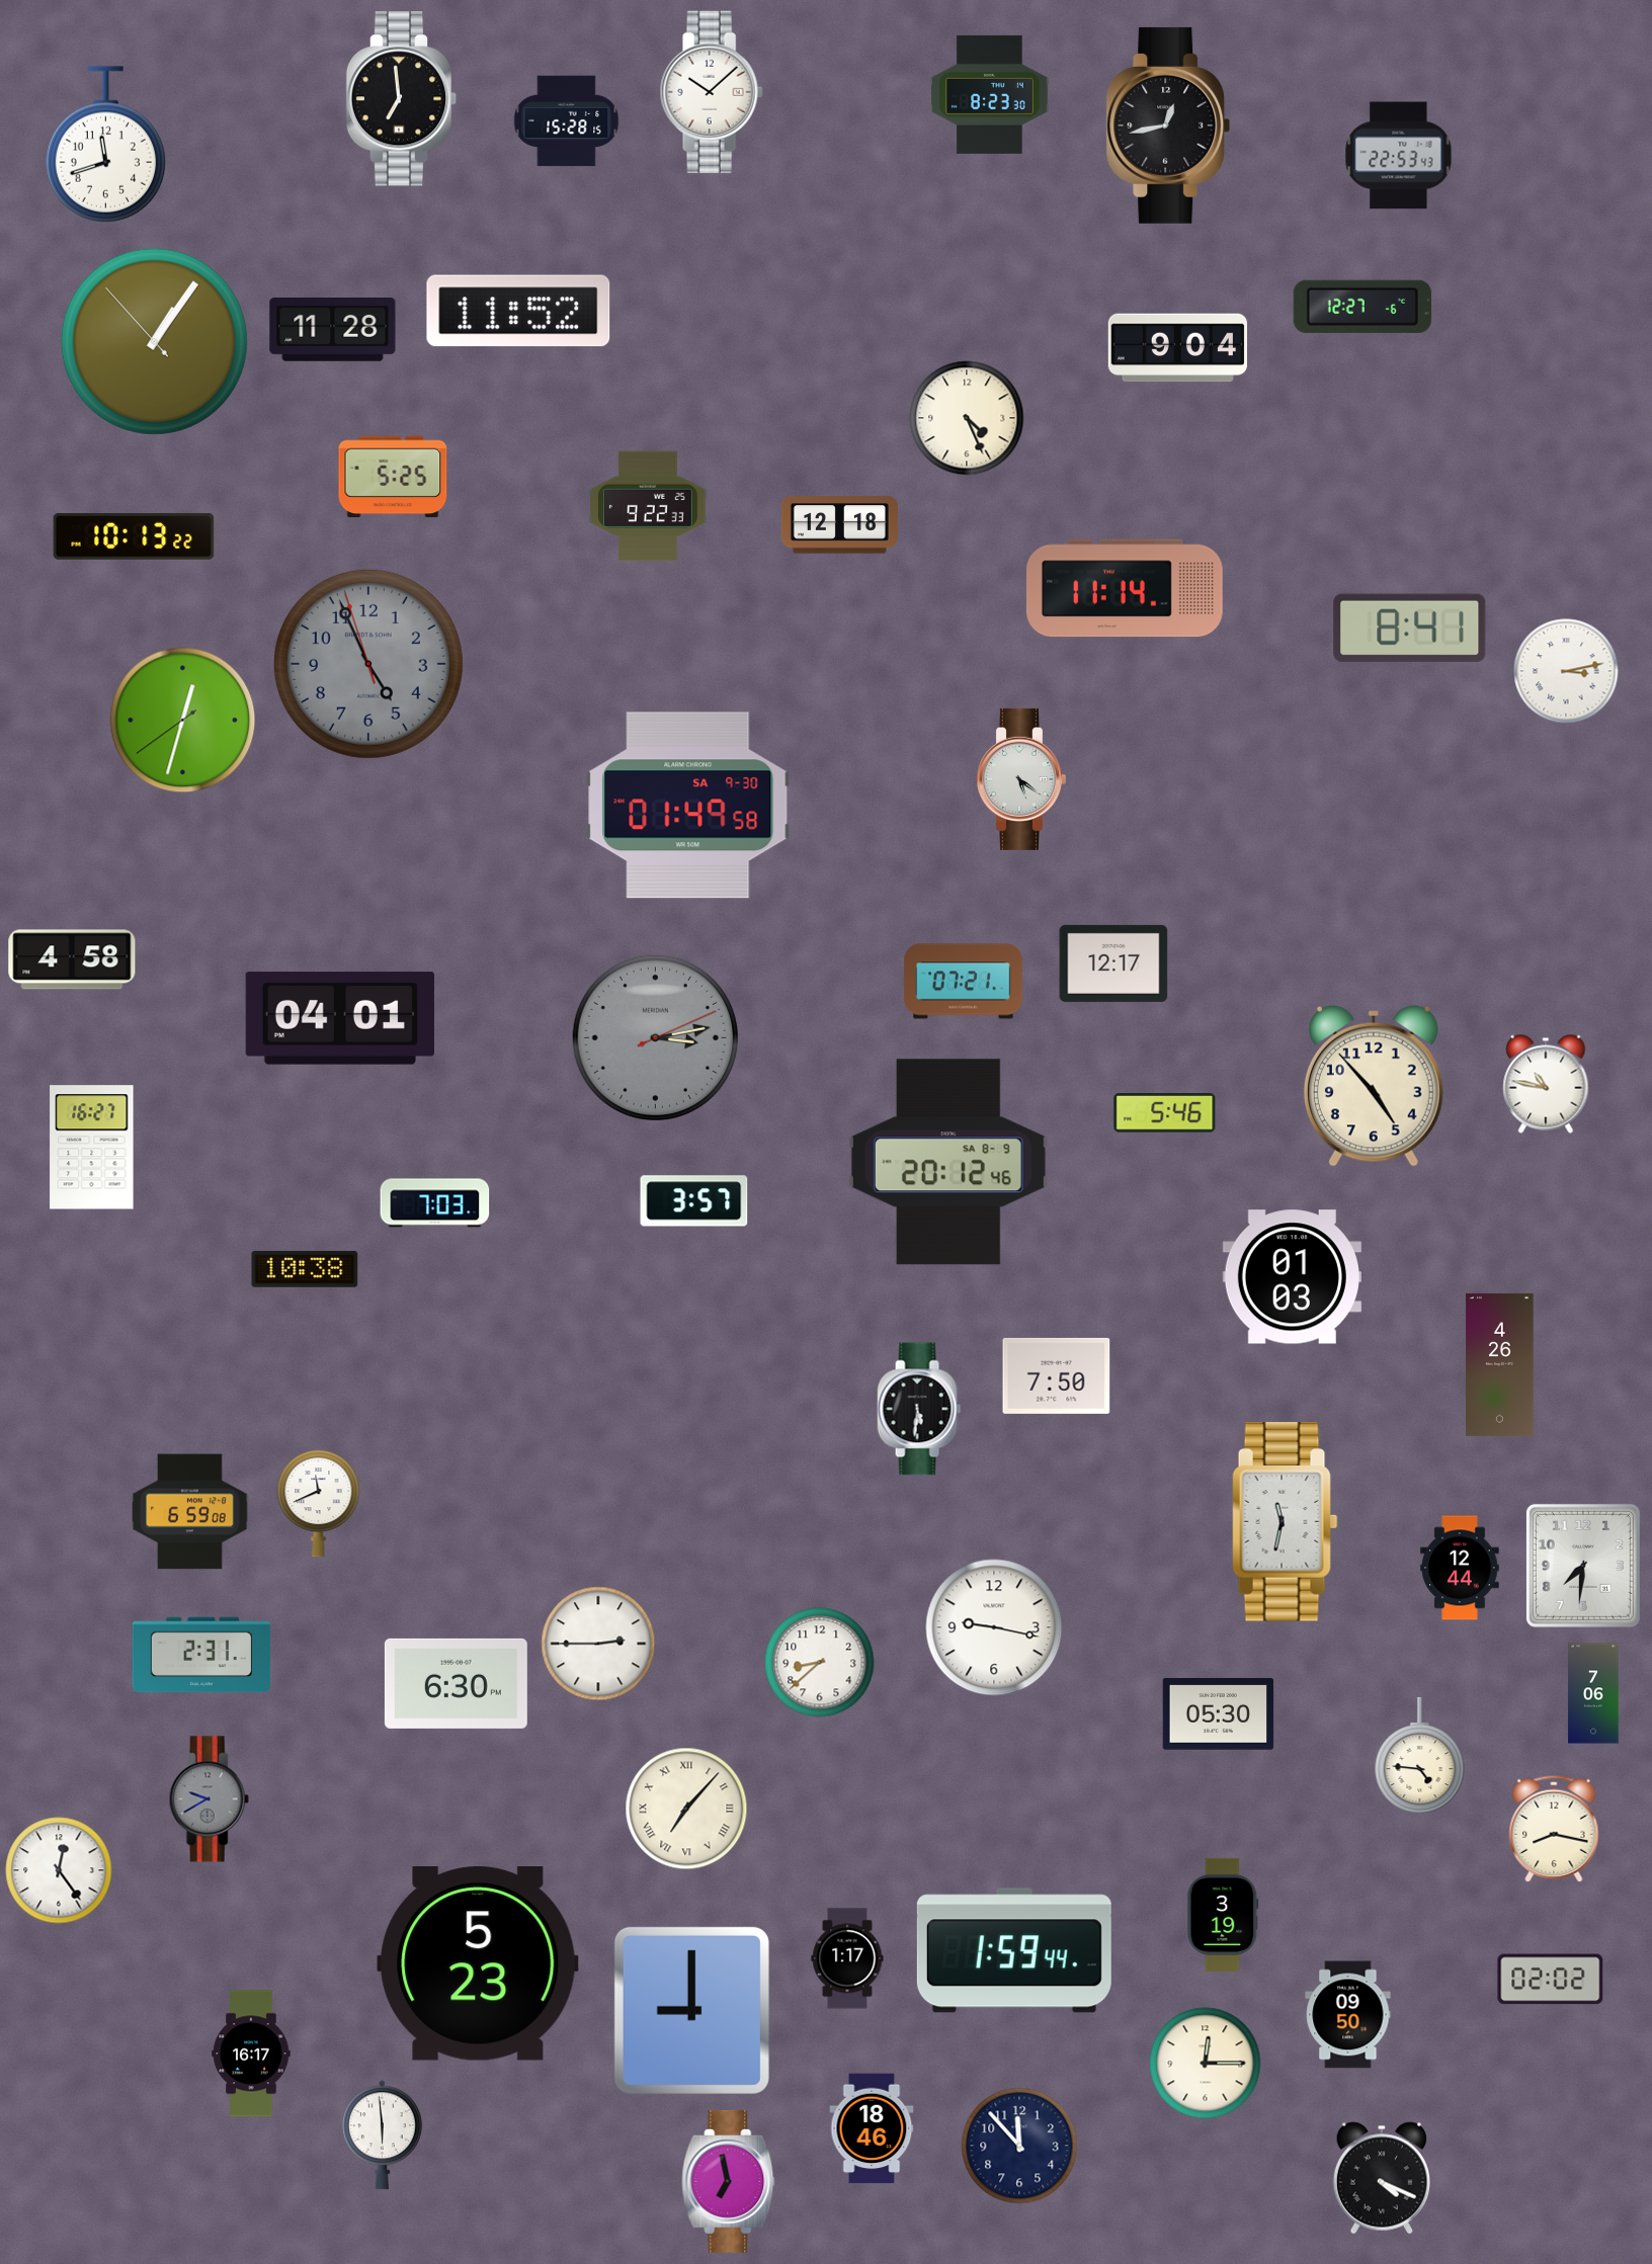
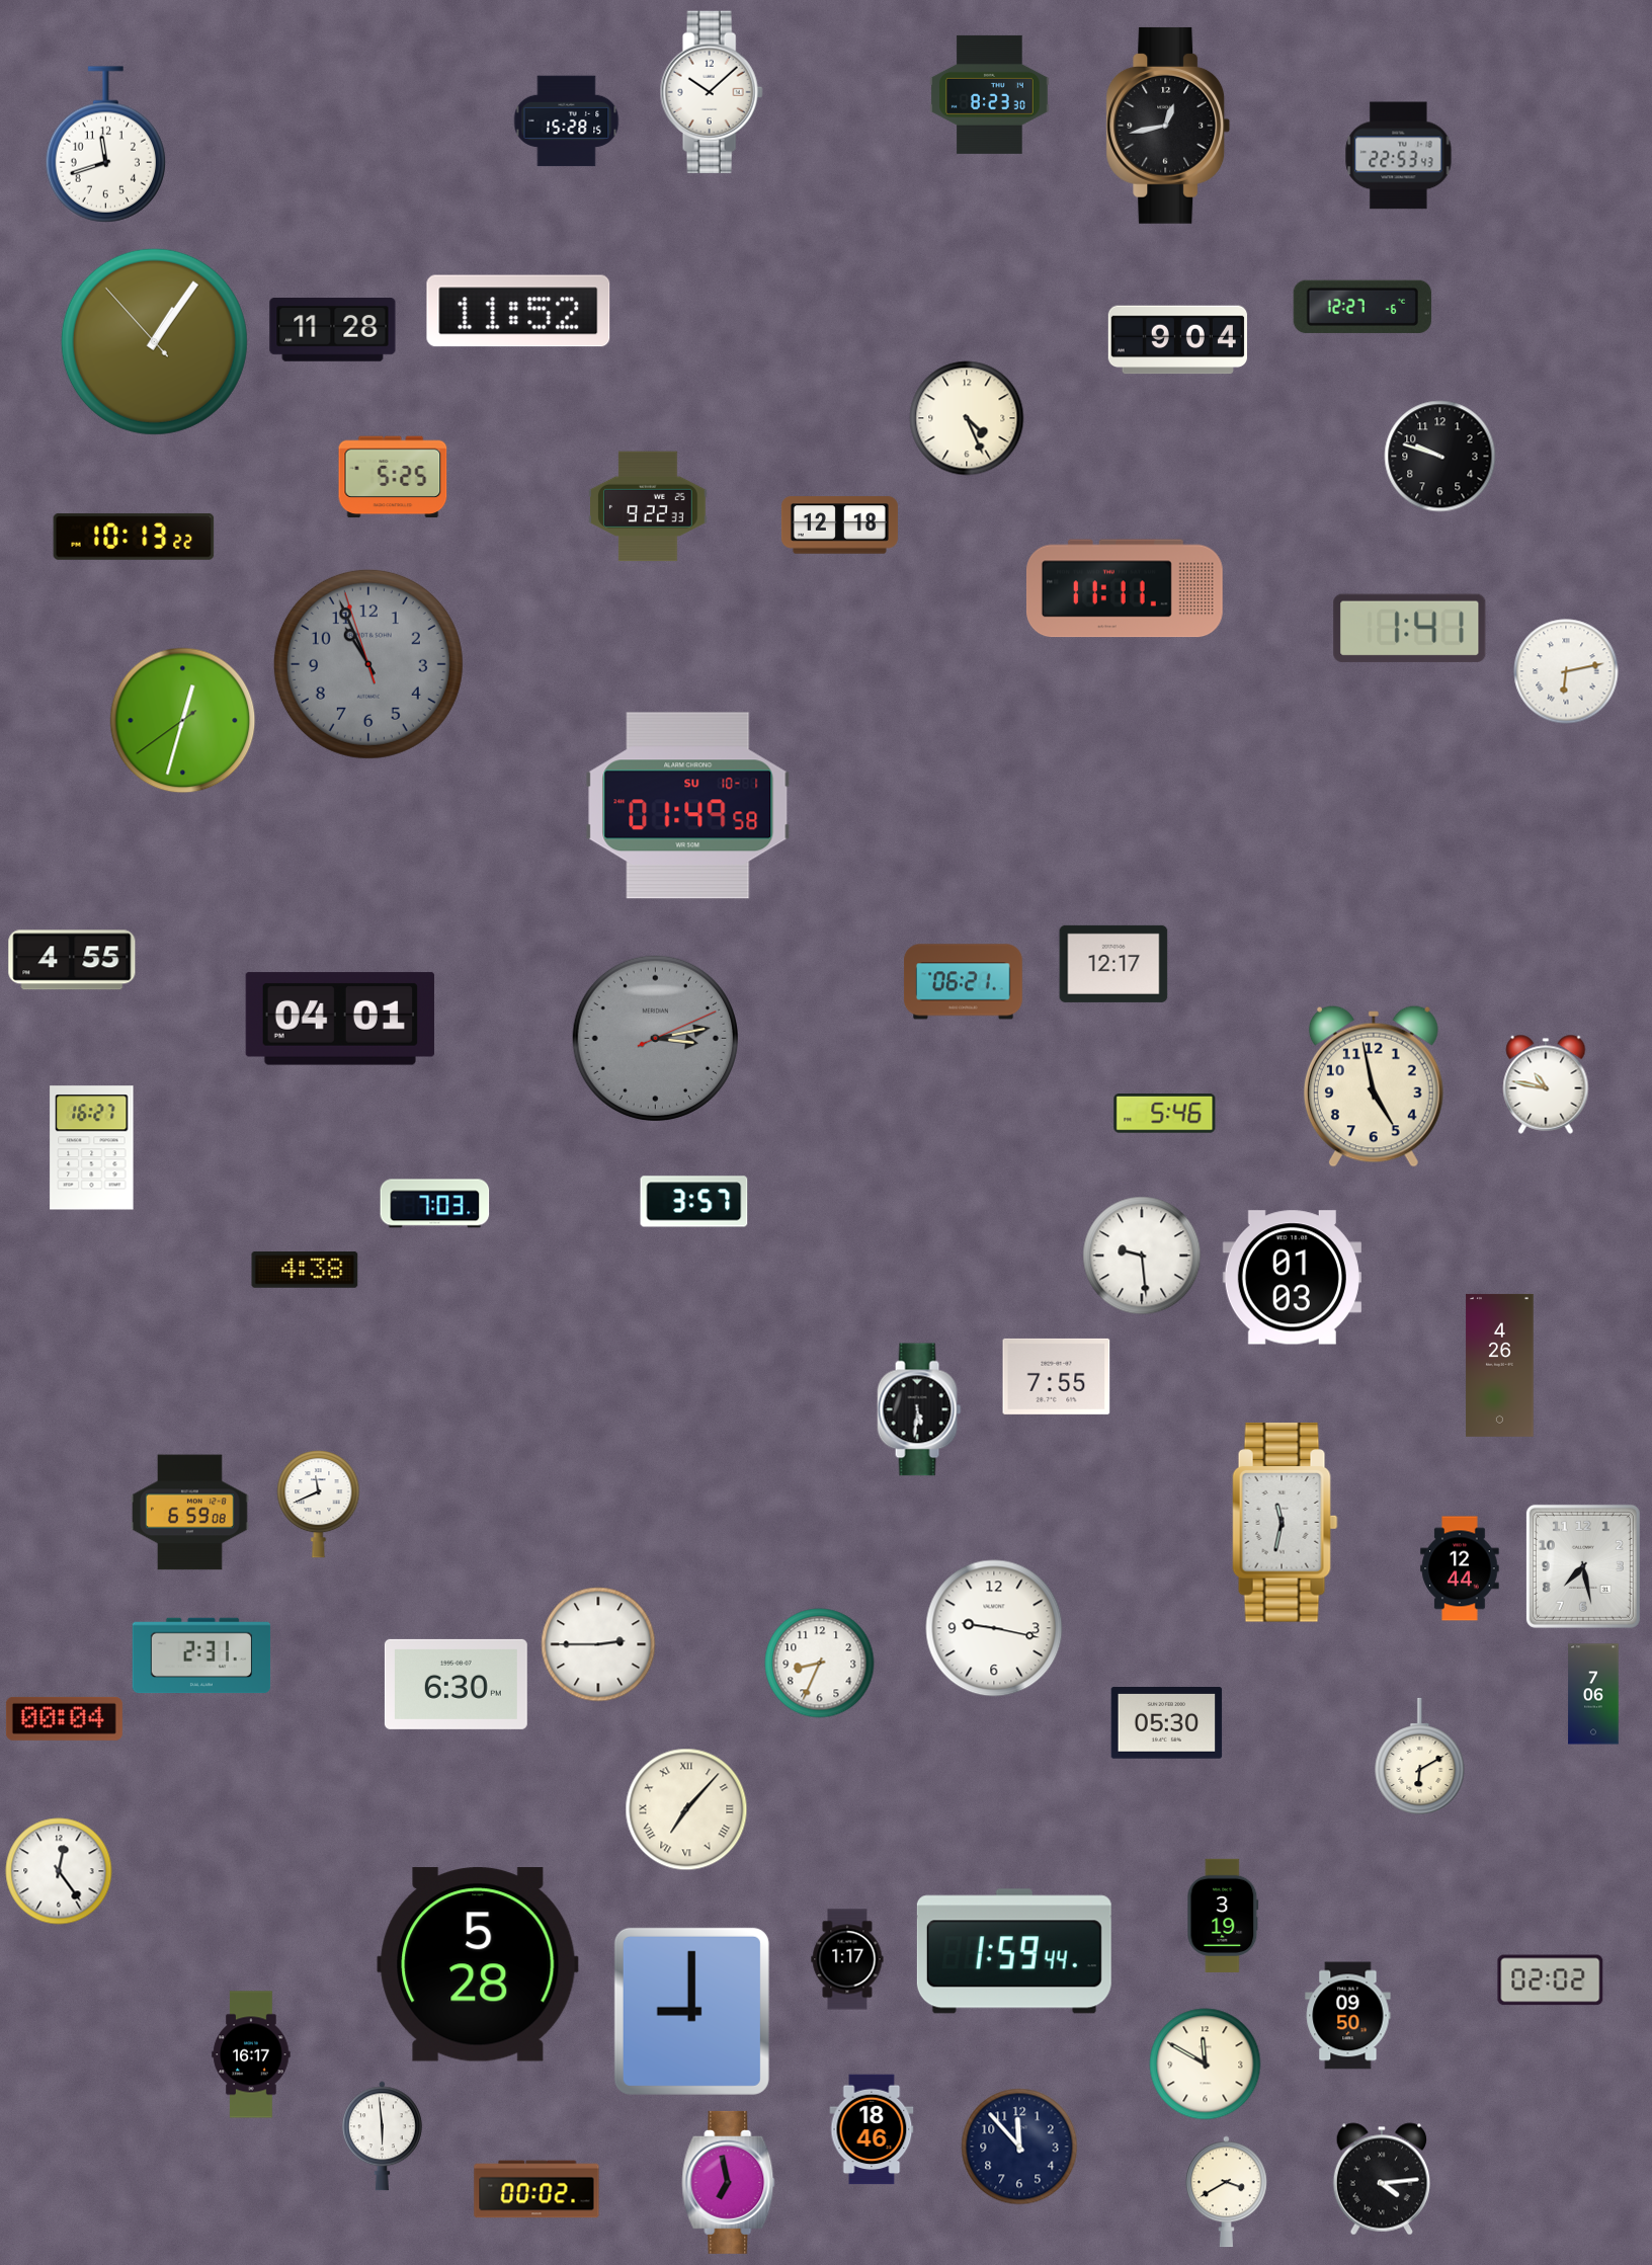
clock at (402, 99): 6:59 -> none
clock at (1177, 348) position: (1177, 348) -> (1177, 340)
clock at (1440, 457): none -> 9:48
clock at (1125, 588): 11:14 -> 11:11
clock at (1410, 627): 8:41 -> 1:41
clock at (368, 664): 4:55 -> 10:55
clock at (1566, 671): 3:13 -> 6:13
clock at (1020, 779): 5:21 -> none
clock at (688, 806) date: SA 9-30 -> SU 10-1
clock at (72, 959): 4:58 -> 4:55
clock at (963, 982): 07:21 -> 06:21
clock at (1374, 1086): 4:53 -> 4:58
clock at (948, 1162): 20:12 -> none
clock at (1142, 1256): none -> 9:29
clock at (305, 1269): 10:38 -> 4:38
clock at (1057, 1375): 7:50 -> 7:55
clock at (1583, 1566): 7:31 -> 7:28
clock at (820, 1663): 8:38 -> 8:34
clock at (1219, 1714) position: (1219, 1714) -> (1167, 1723)
clock at (64, 1718): none -> 00:04
clock at (1420, 1755): 4:46 -> 6:10
clock at (209, 1799): 9:40 -> none
clock at (1554, 1829): 8:17 -> none
clock at (478, 1963): 5:23 -> 5:28
clock at (1206, 2064): 12:15 -> 11:50
clock at (1381, 2178): 4:19 -> 4:14
clock at (536, 2189): none -> 00:02
clock at (1227, 2192): none -> 3:40
